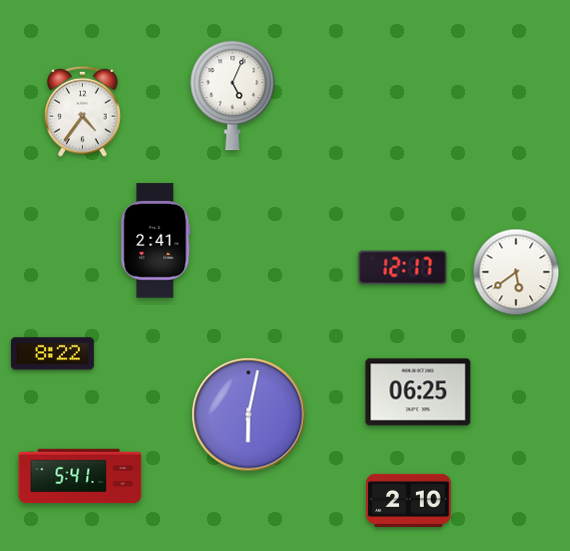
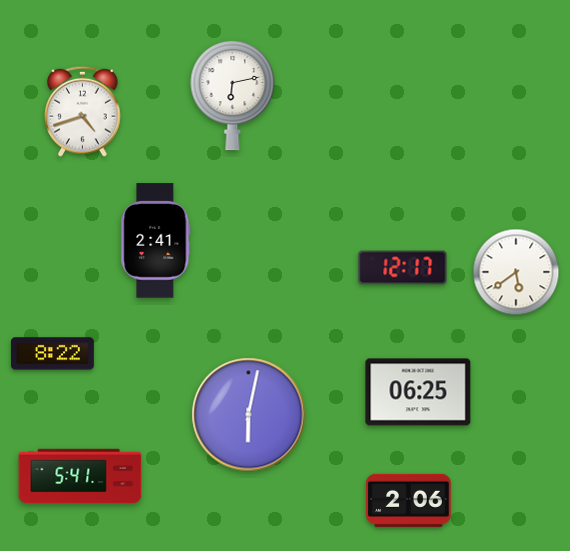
clock at (233, 95): 5:04 -> 6:13
clock at (83, 111): 4:36 -> 4:42
clock at (409, 500): 2:10 -> 2:06
